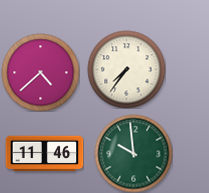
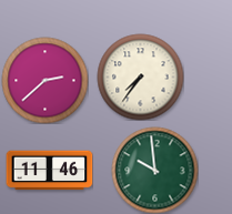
clock at (40, 72): 4:38 -> 2:38
clock at (133, 153) position: (133, 153) -> (154, 170)
